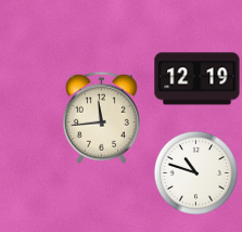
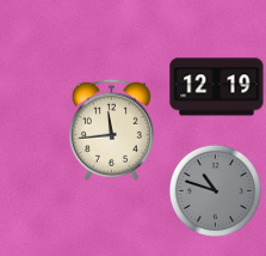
clock at (195, 172) dial: white -> grey
